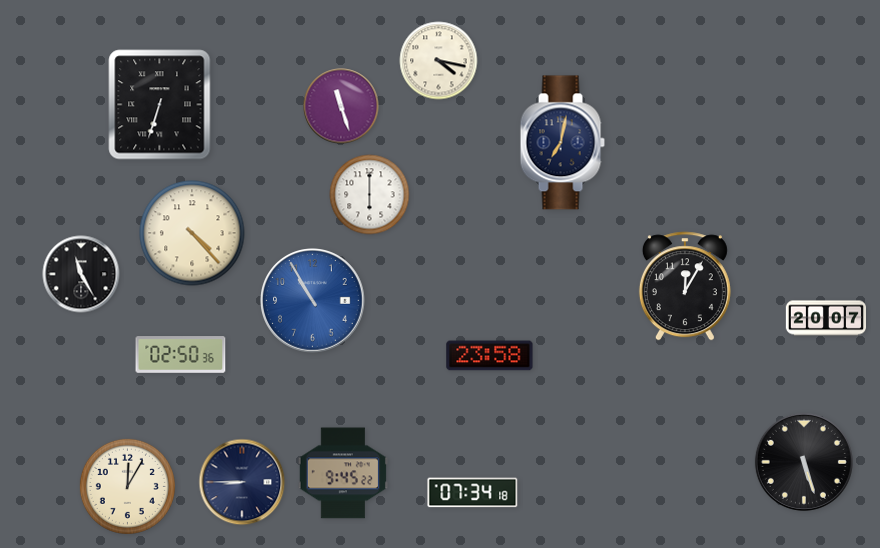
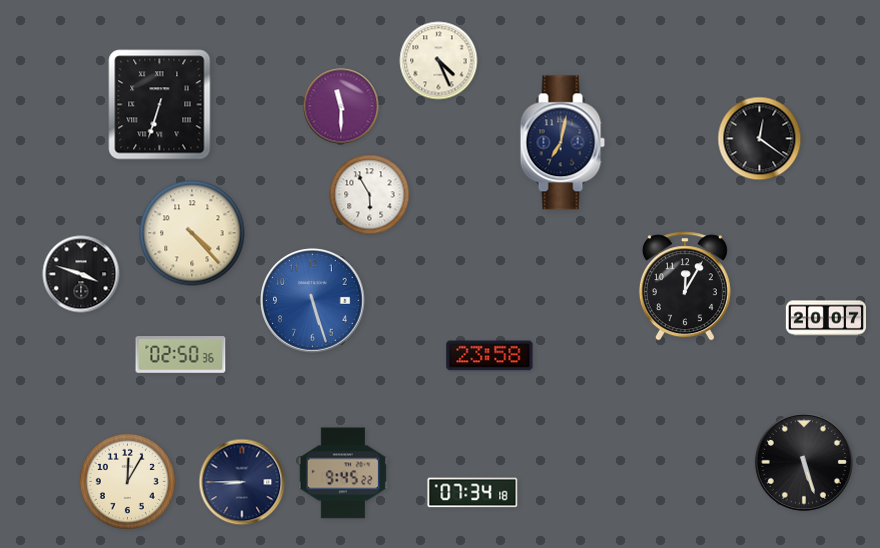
clock at (439, 61): 4:17 -> 4:26
clock at (341, 106): 11:27 -> 11:30
clock at (760, 139): none -> 12:21
clock at (370, 195): 6:00 -> 5:55
clock at (81, 274): 11:25 -> 3:48
clock at (313, 301): 10:55 -> 5:27
clock at (127, 486) position: (127, 486) -> (127, 481)
